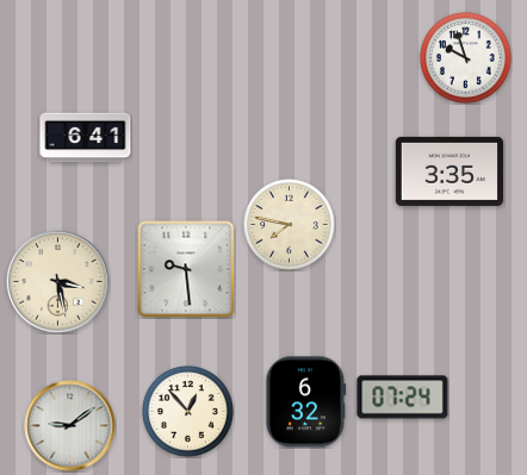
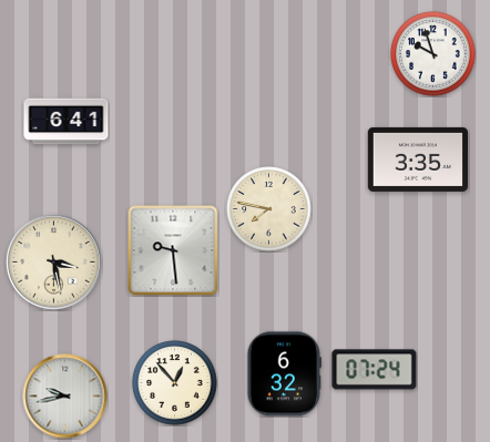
clock at (86, 138) position: (86, 138) -> (67, 122)
clock at (70, 426): 9:09 -> 9:43
